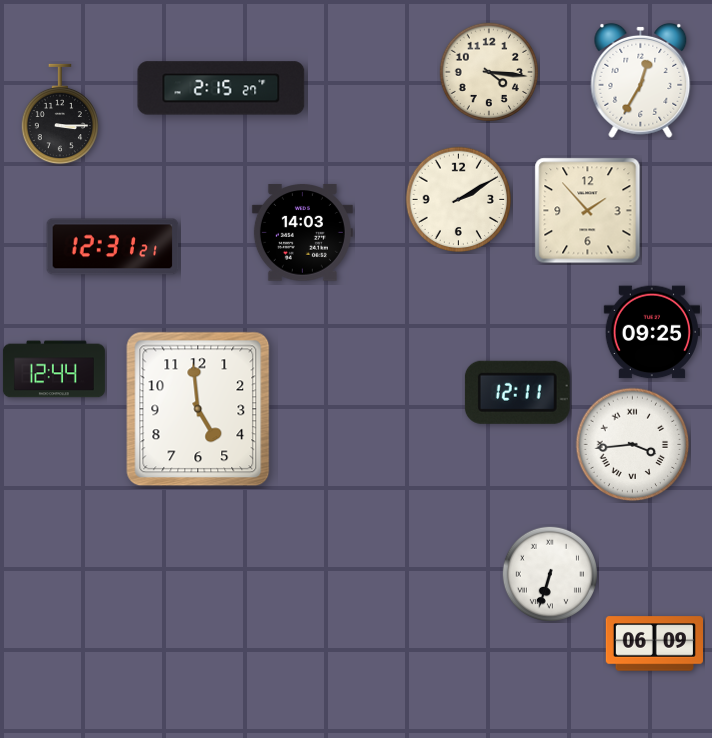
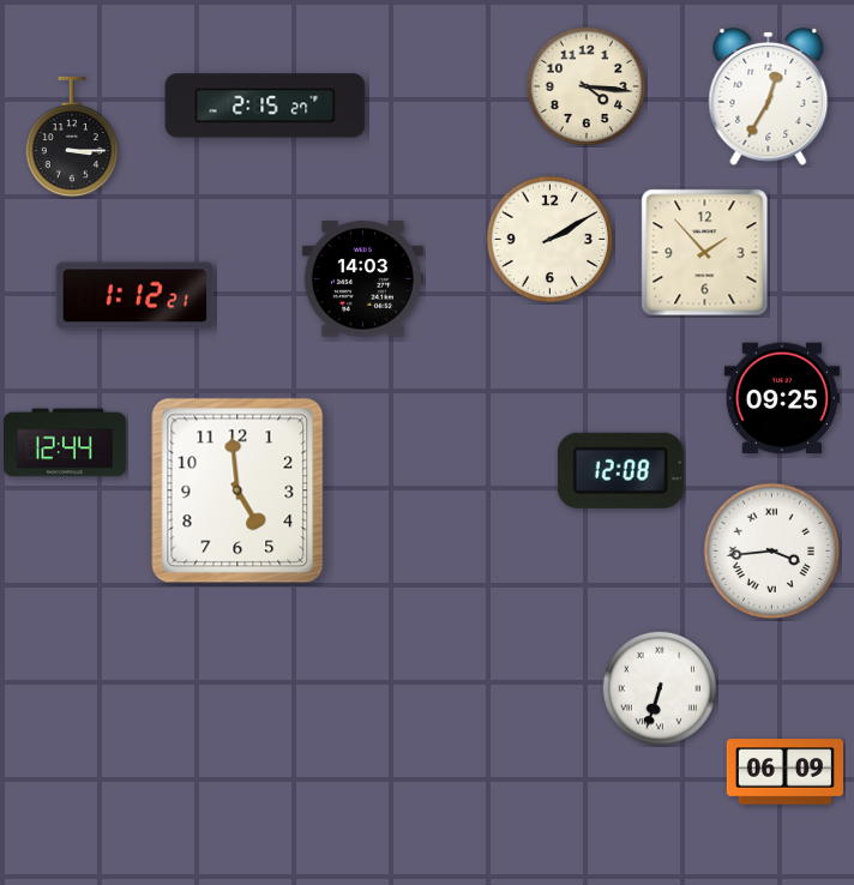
clock at (113, 247): 12:31 -> 1:12
clock at (517, 392): 12:11 -> 12:08
clock at (633, 445) position: (633, 445) -> (772, 552)
